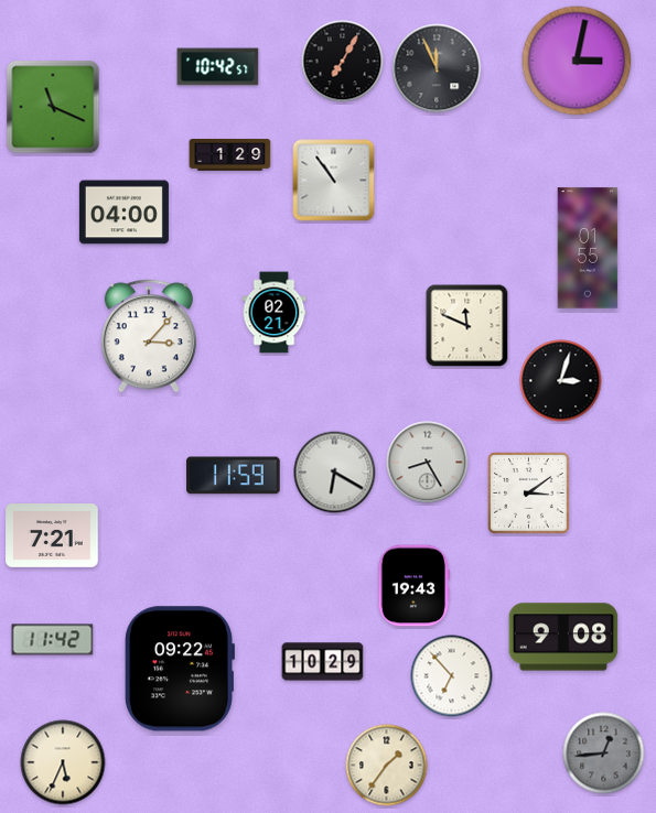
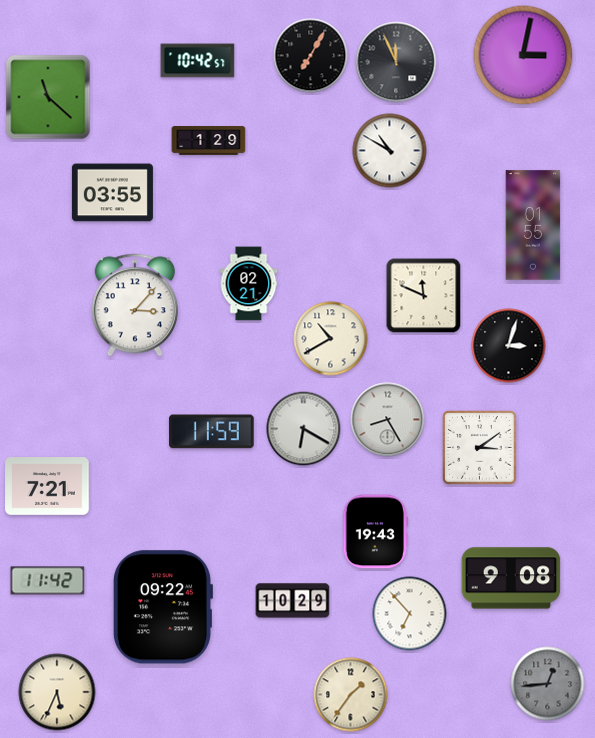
clock at (53, 107): 11:19 -> 11:22
clock at (390, 151): none -> 10:50
clock at (334, 181): 10:54 -> none
clock at (123, 213): 04:00 -> 03:55
clock at (331, 339): none -> 10:40
